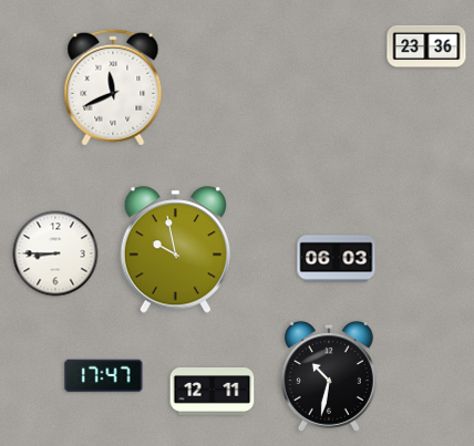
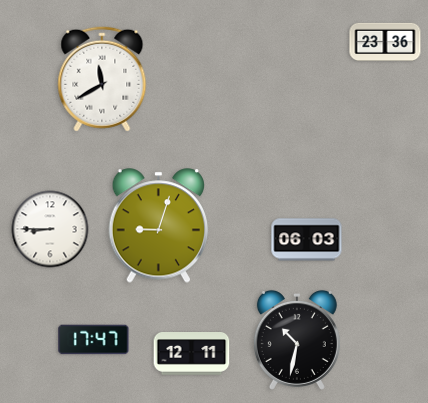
clock at (113, 87): 11:41 -> 11:40
clock at (176, 250): 9:58 -> 9:03
clock at (337, 259) position: (337, 259) -> (307, 240)
